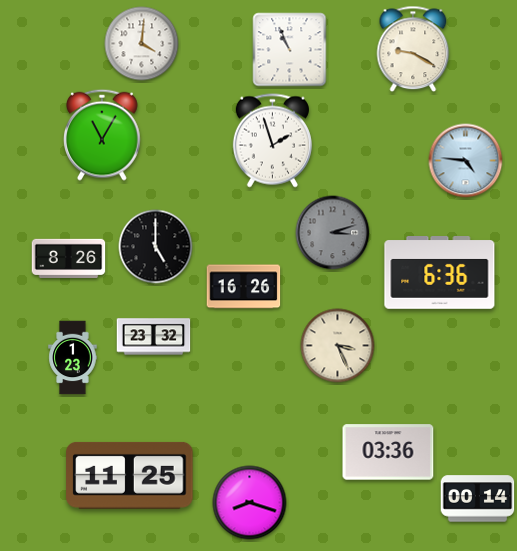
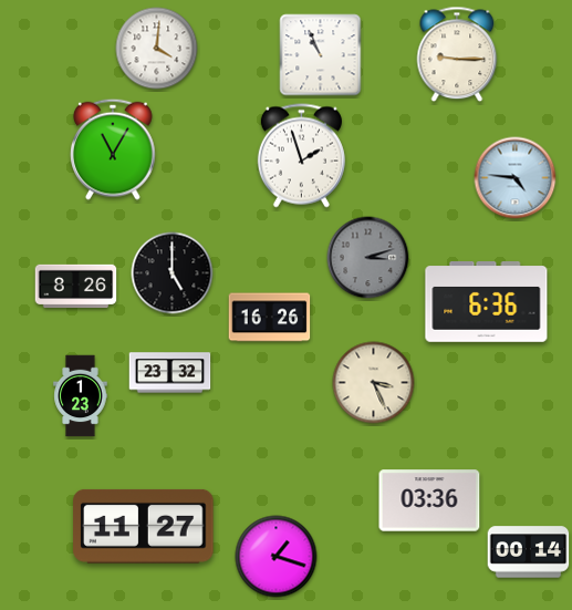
clock at (413, 49): 9:20 -> 9:15
clock at (130, 475): 11:25 -> 11:27
clock at (250, 503): 8:18 -> 1:18
